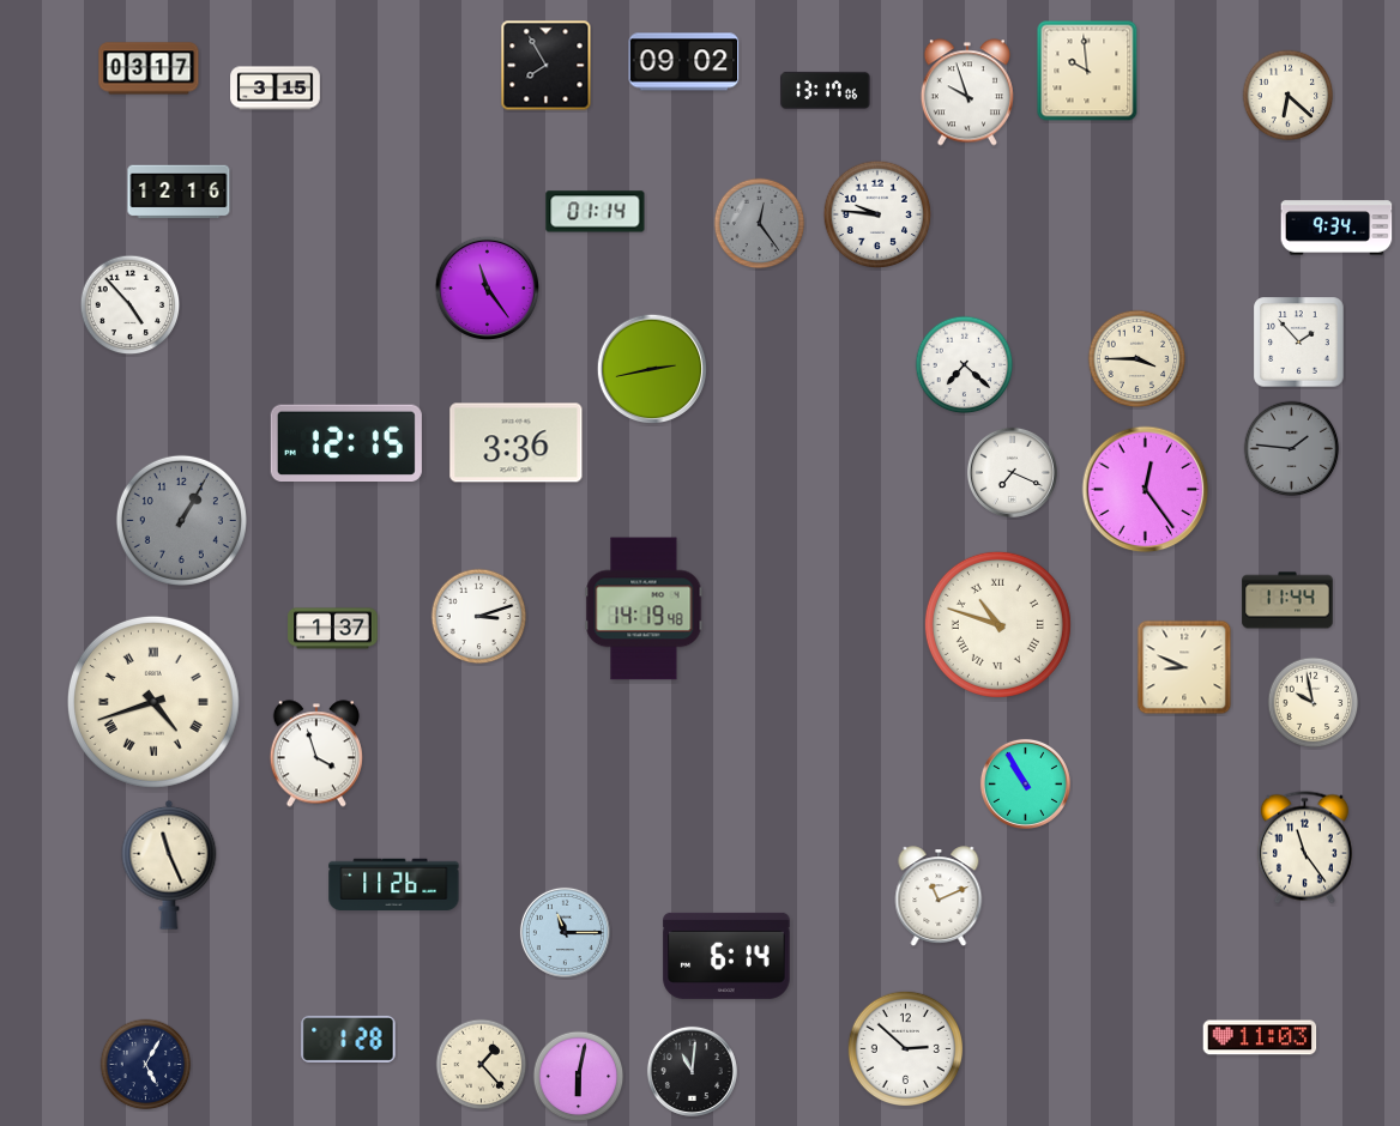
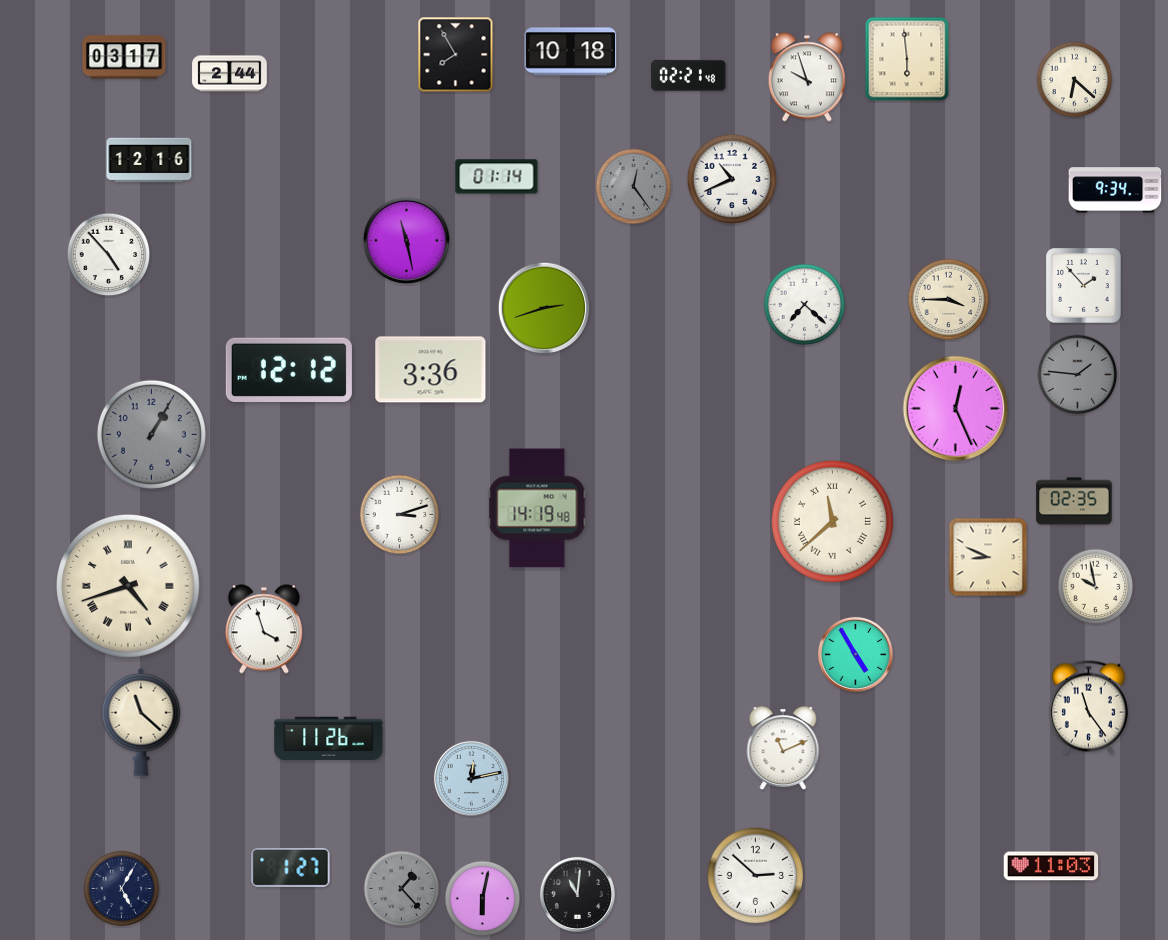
clock at (684, 62): 09:02 -> 10:18
clock at (1087, 71): 9:59 -> 5:59
clock at (276, 89): 3:15 -> 2:44
clock at (826, 90): 13:17 -> 02:21
clock at (877, 214): 9:46 -> 10:41
clock at (487, 287): 11:24 -> 11:28
clock at (652, 369): 2:43 -> 2:42
clock at (346, 442): 12:15 -> 12:12
clock at (1012, 472): 7:19 -> none
clock at (1146, 490): 12:24 -> 12:26
clock at (1287, 600): 11:44 -> 02:35
clock at (997, 624): 10:48 -> 11:38
clock at (333, 629): 1:37 -> none
clock at (1025, 783): 10:55 -> 4:55
clock at (169, 865): 11:26 -> 11:22
clock at (565, 932): 11:15 -> 12:13
clock at (726, 956): 6:14 -> none
clock at (349, 1039): 1:28 -> 1:27
clock at (482, 1065) dial: cream -> grey
